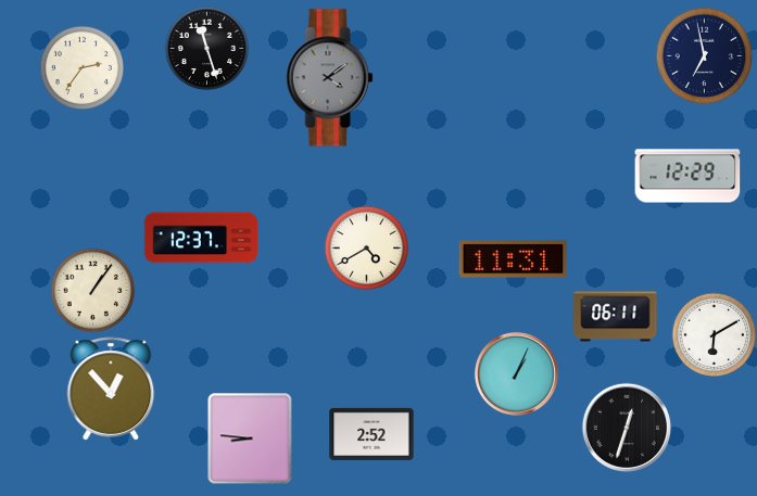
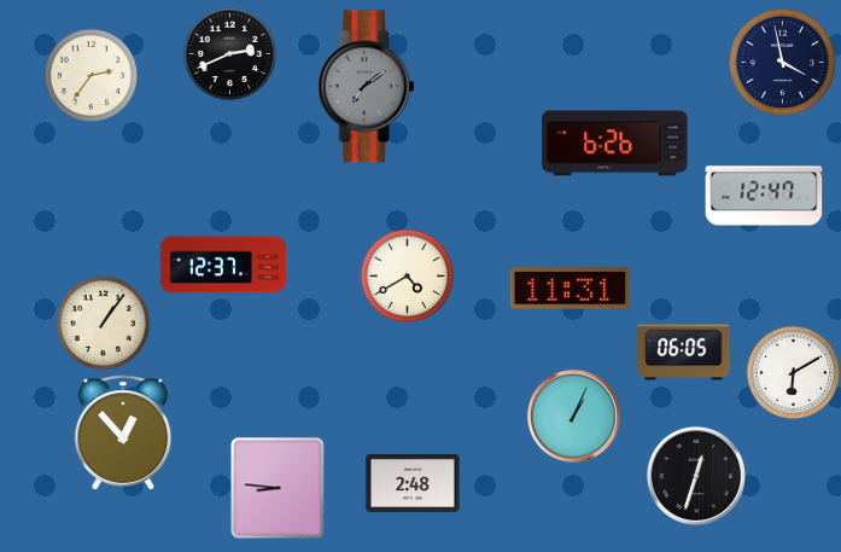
clock at (206, 48): 11:27 -> 2:41
clock at (704, 55): 6:58 -> 3:58
clock at (330, 78): 4:09 -> 7:09
clock at (615, 144): none -> 6:26
clock at (687, 176): 12:29 -> 12:47
clock at (616, 317): 06:11 -> 06:05
clock at (371, 434): 2:52 -> 2:48
